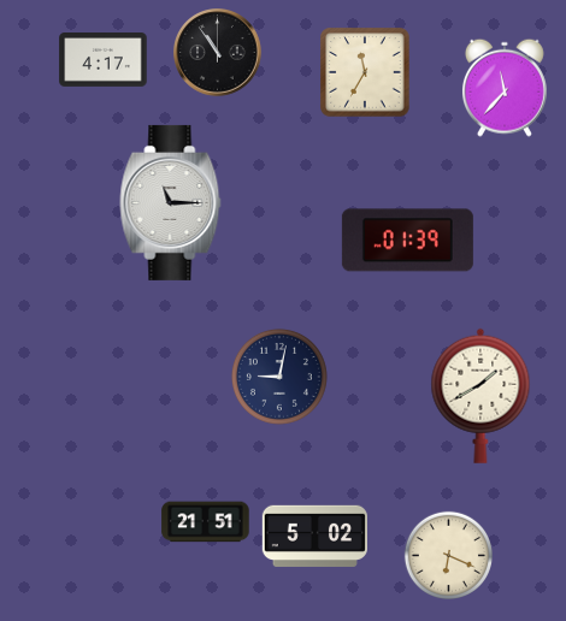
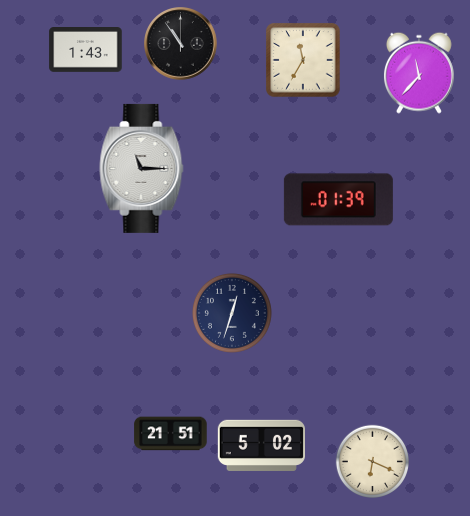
clock at (104, 60): 4:17 -> 1:43
clock at (279, 377): 9:02 -> 12:33
clock at (480, 396): 1:40 -> none
